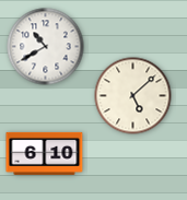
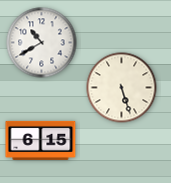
clock at (133, 96): 5:08 -> 5:27
clock at (45, 153): 6:10 -> 6:15
